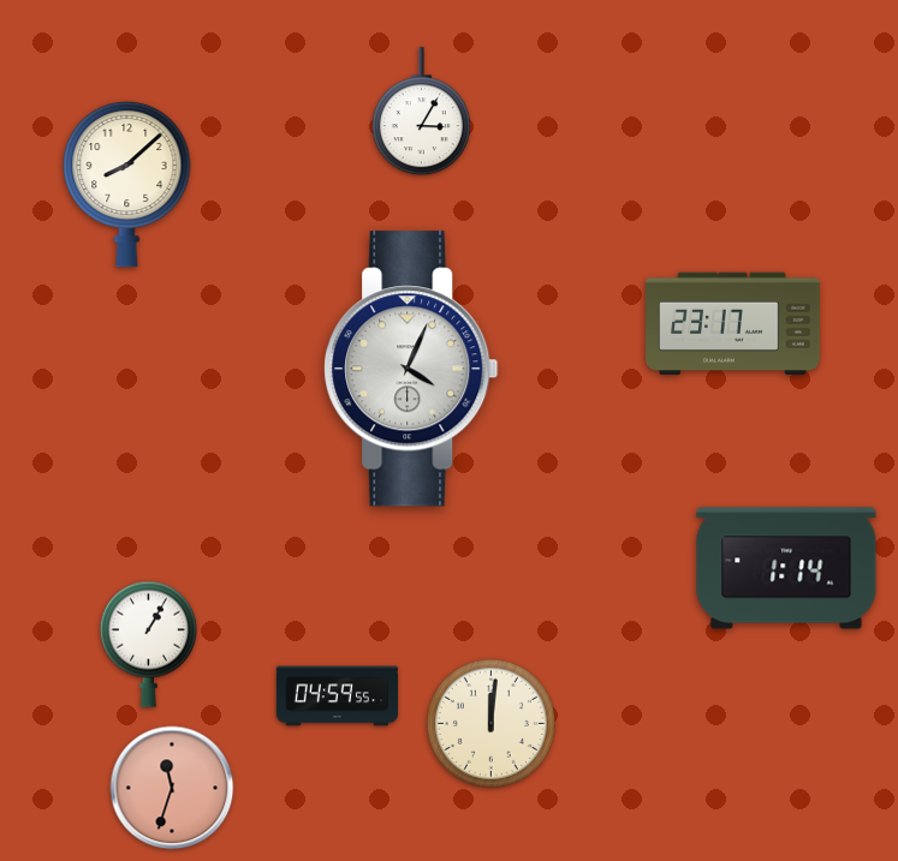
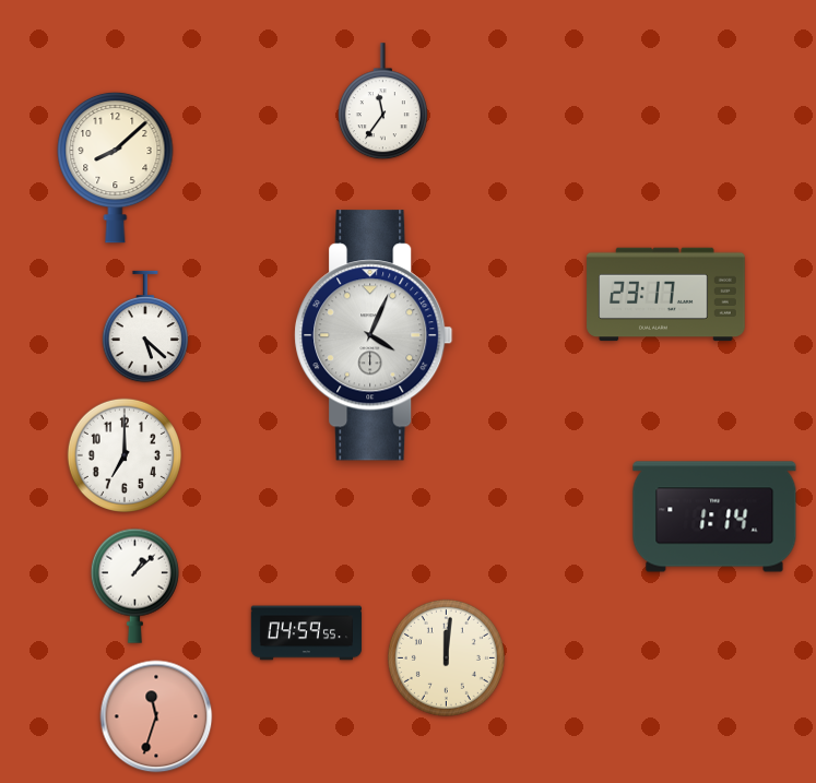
clock at (421, 112): 3:05 -> 11:36
clock at (145, 327): none -> 5:22
clock at (123, 454): none -> 7:00
clock at (148, 644): 1:05 -> 1:08
